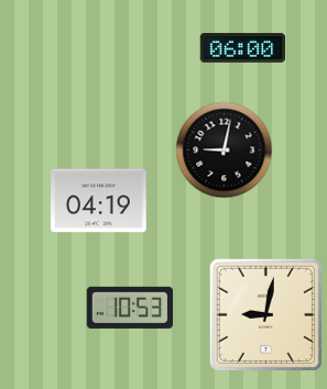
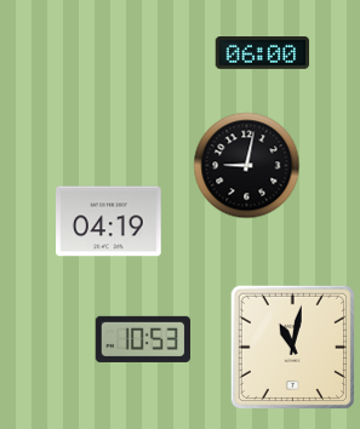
clock at (243, 48) position: (243, 48) -> (263, 53)
clock at (265, 314): 9:02 -> 11:02
